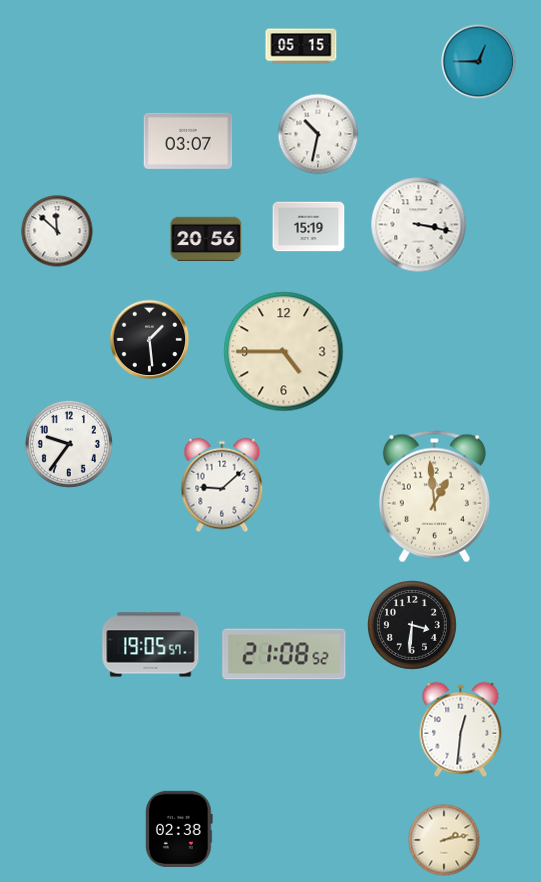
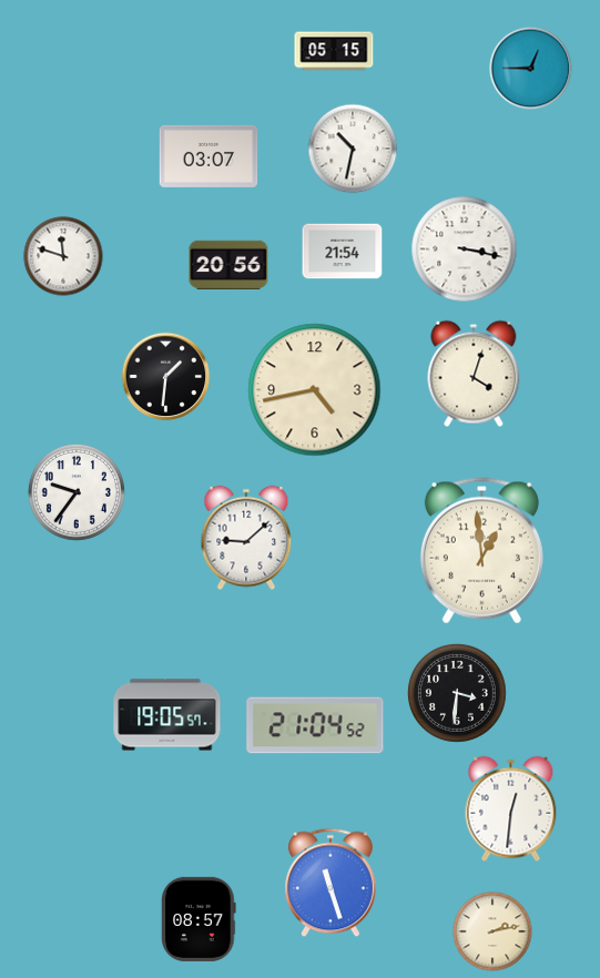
clock at (309, 227): 15:19 -> 21:54
clock at (57, 231): 11:52 -> 11:48
clock at (474, 374): none -> 4:03
clock at (150, 340): 1:29 -> 1:31
clock at (284, 352): 4:45 -> 4:43
clock at (284, 654): 21:08 -> 21:04
clock at (332, 883): none -> 11:27
clock at (179, 829): 02:38 -> 08:57
